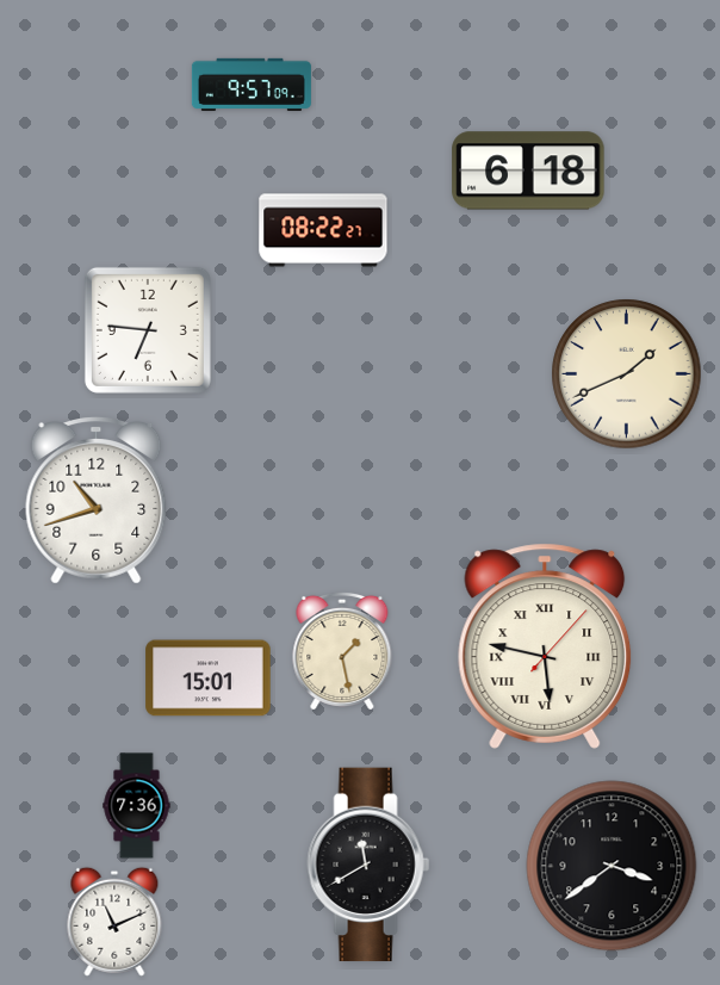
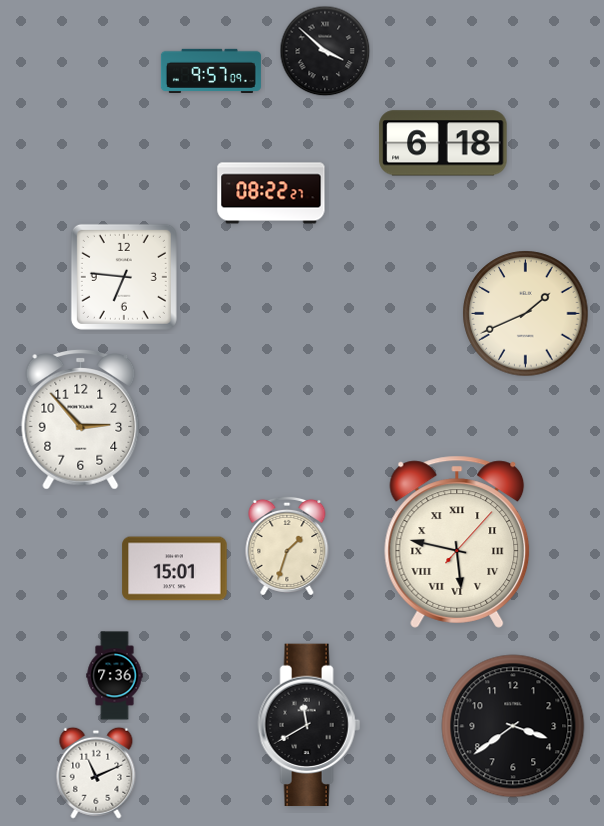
clock at (325, 51): none -> 3:52
clock at (97, 501): 10:42 -> 2:53
clock at (342, 651): 1:28 -> 1:33
